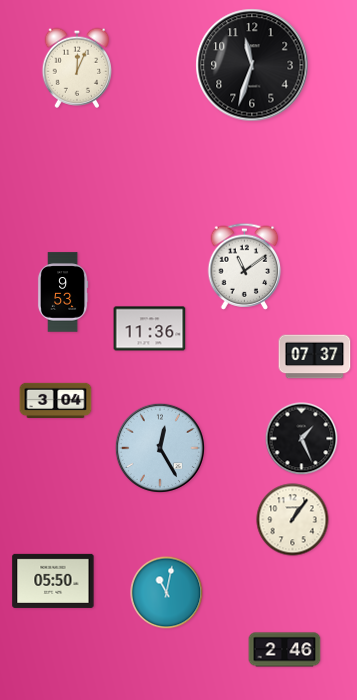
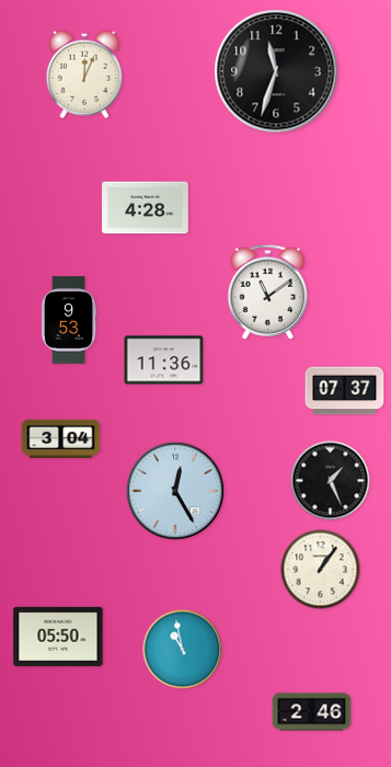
clock at (146, 208): none -> 4:28
clock at (167, 593): 11:02 -> 10:58
